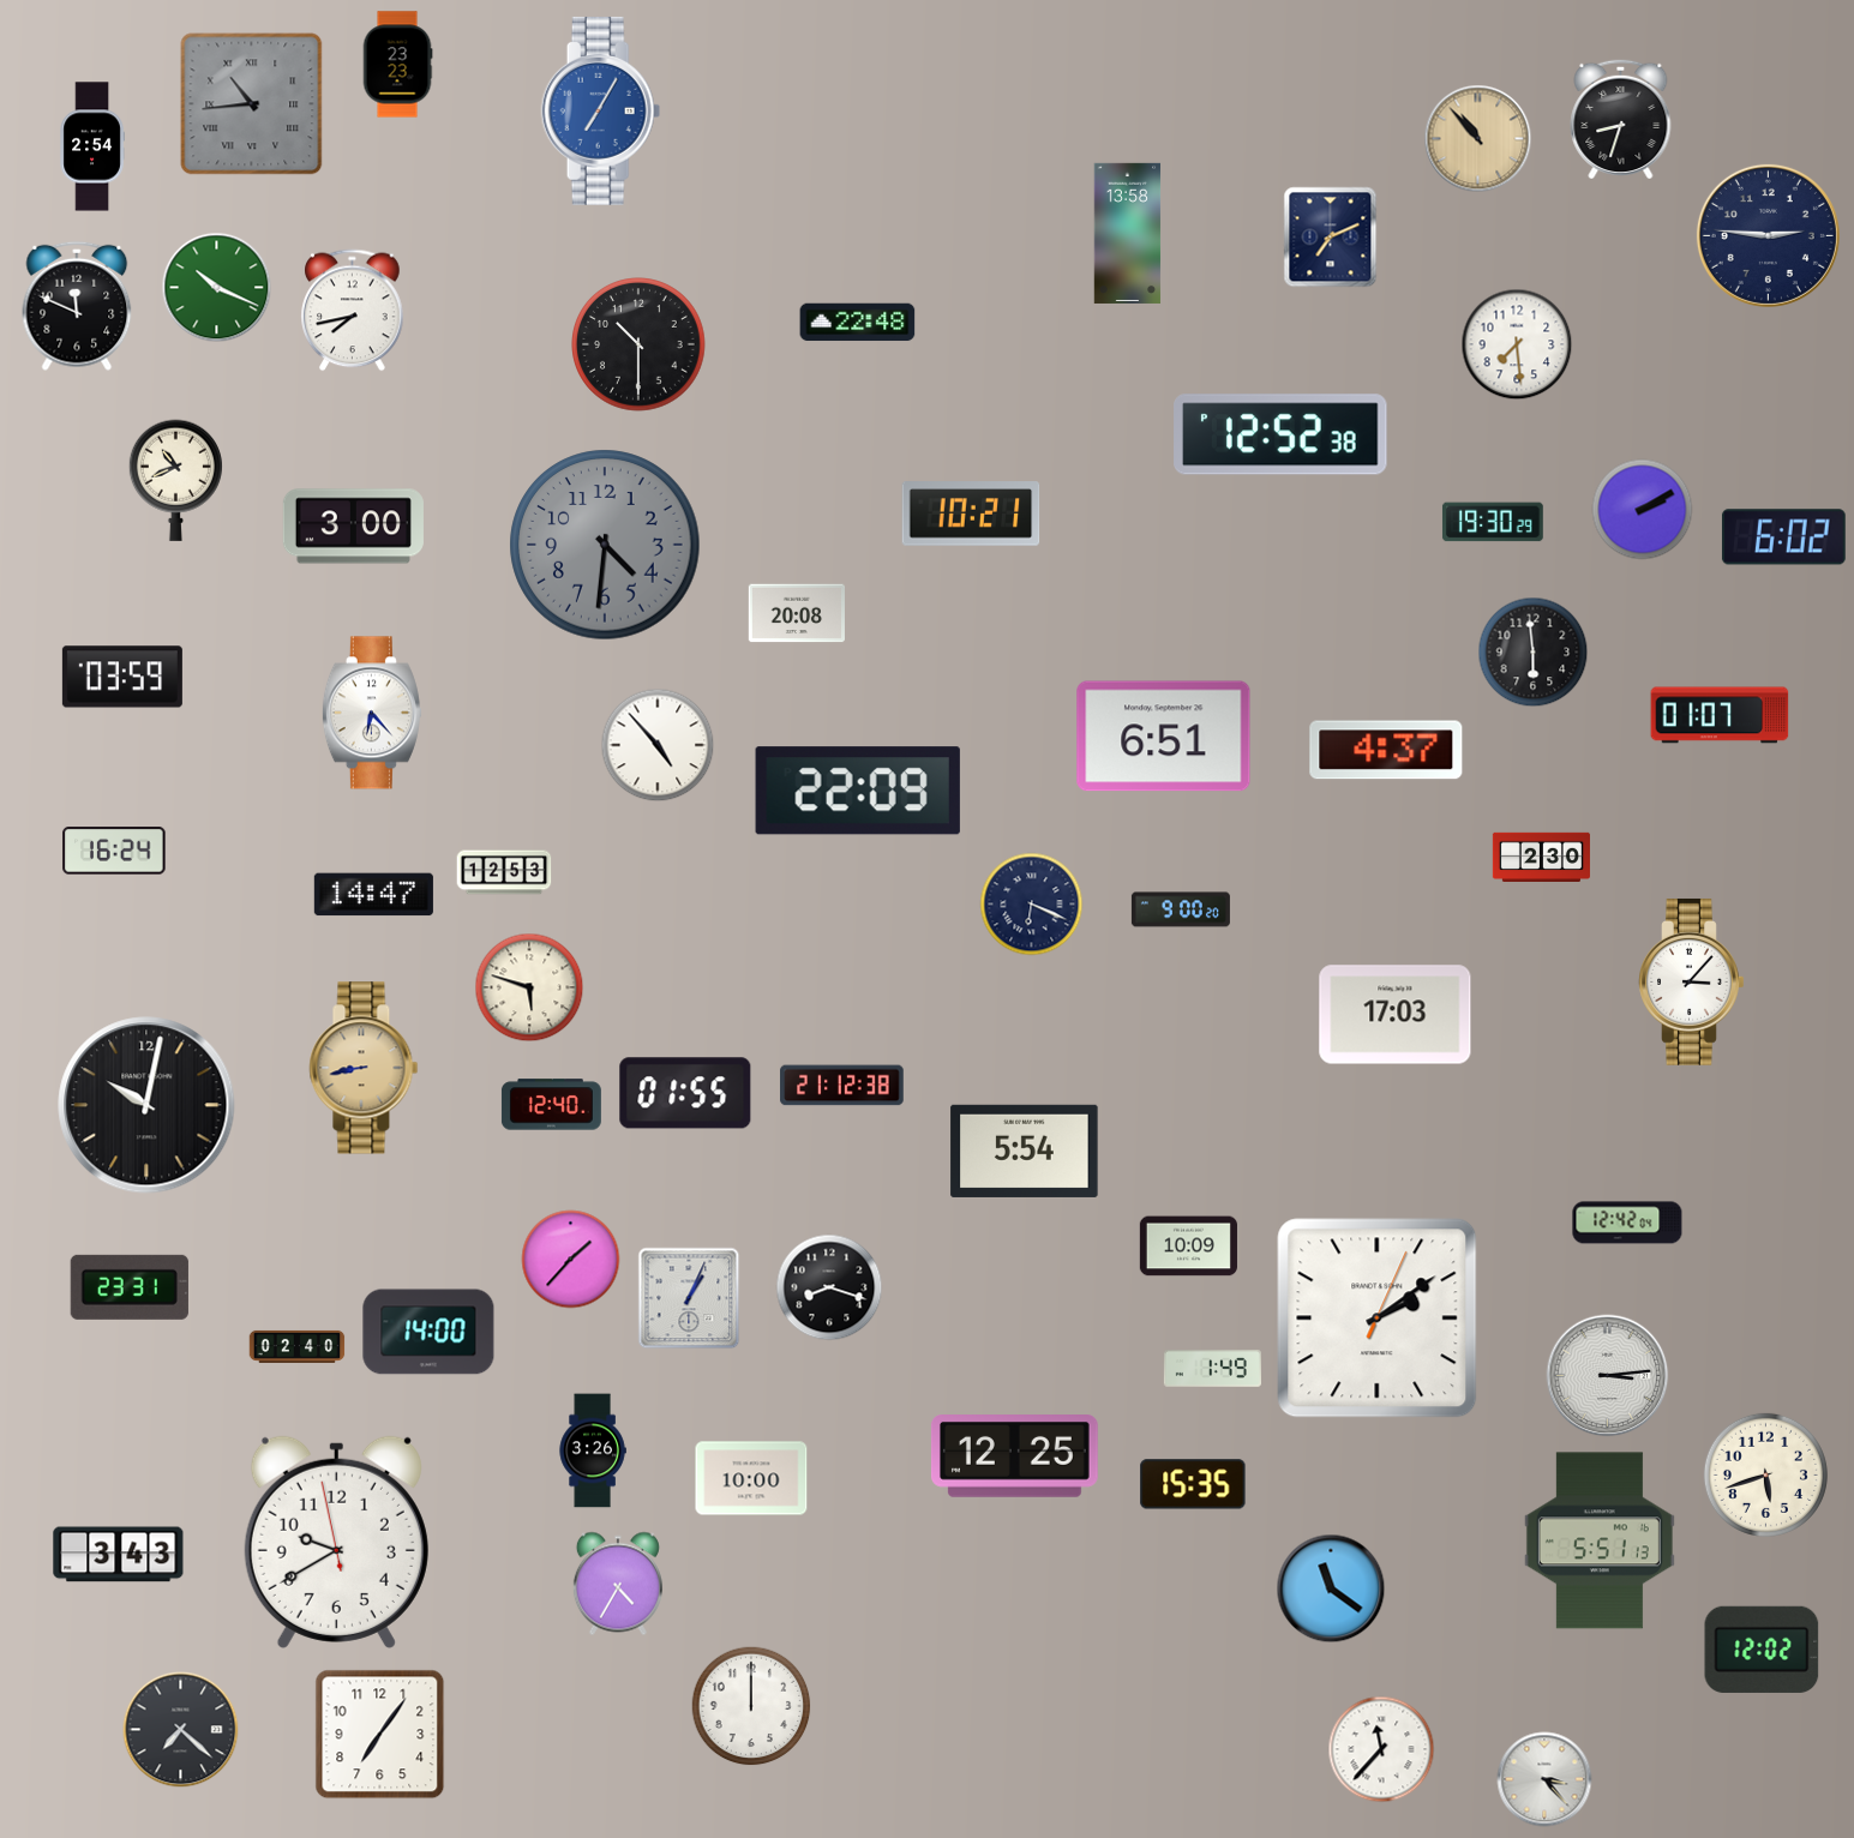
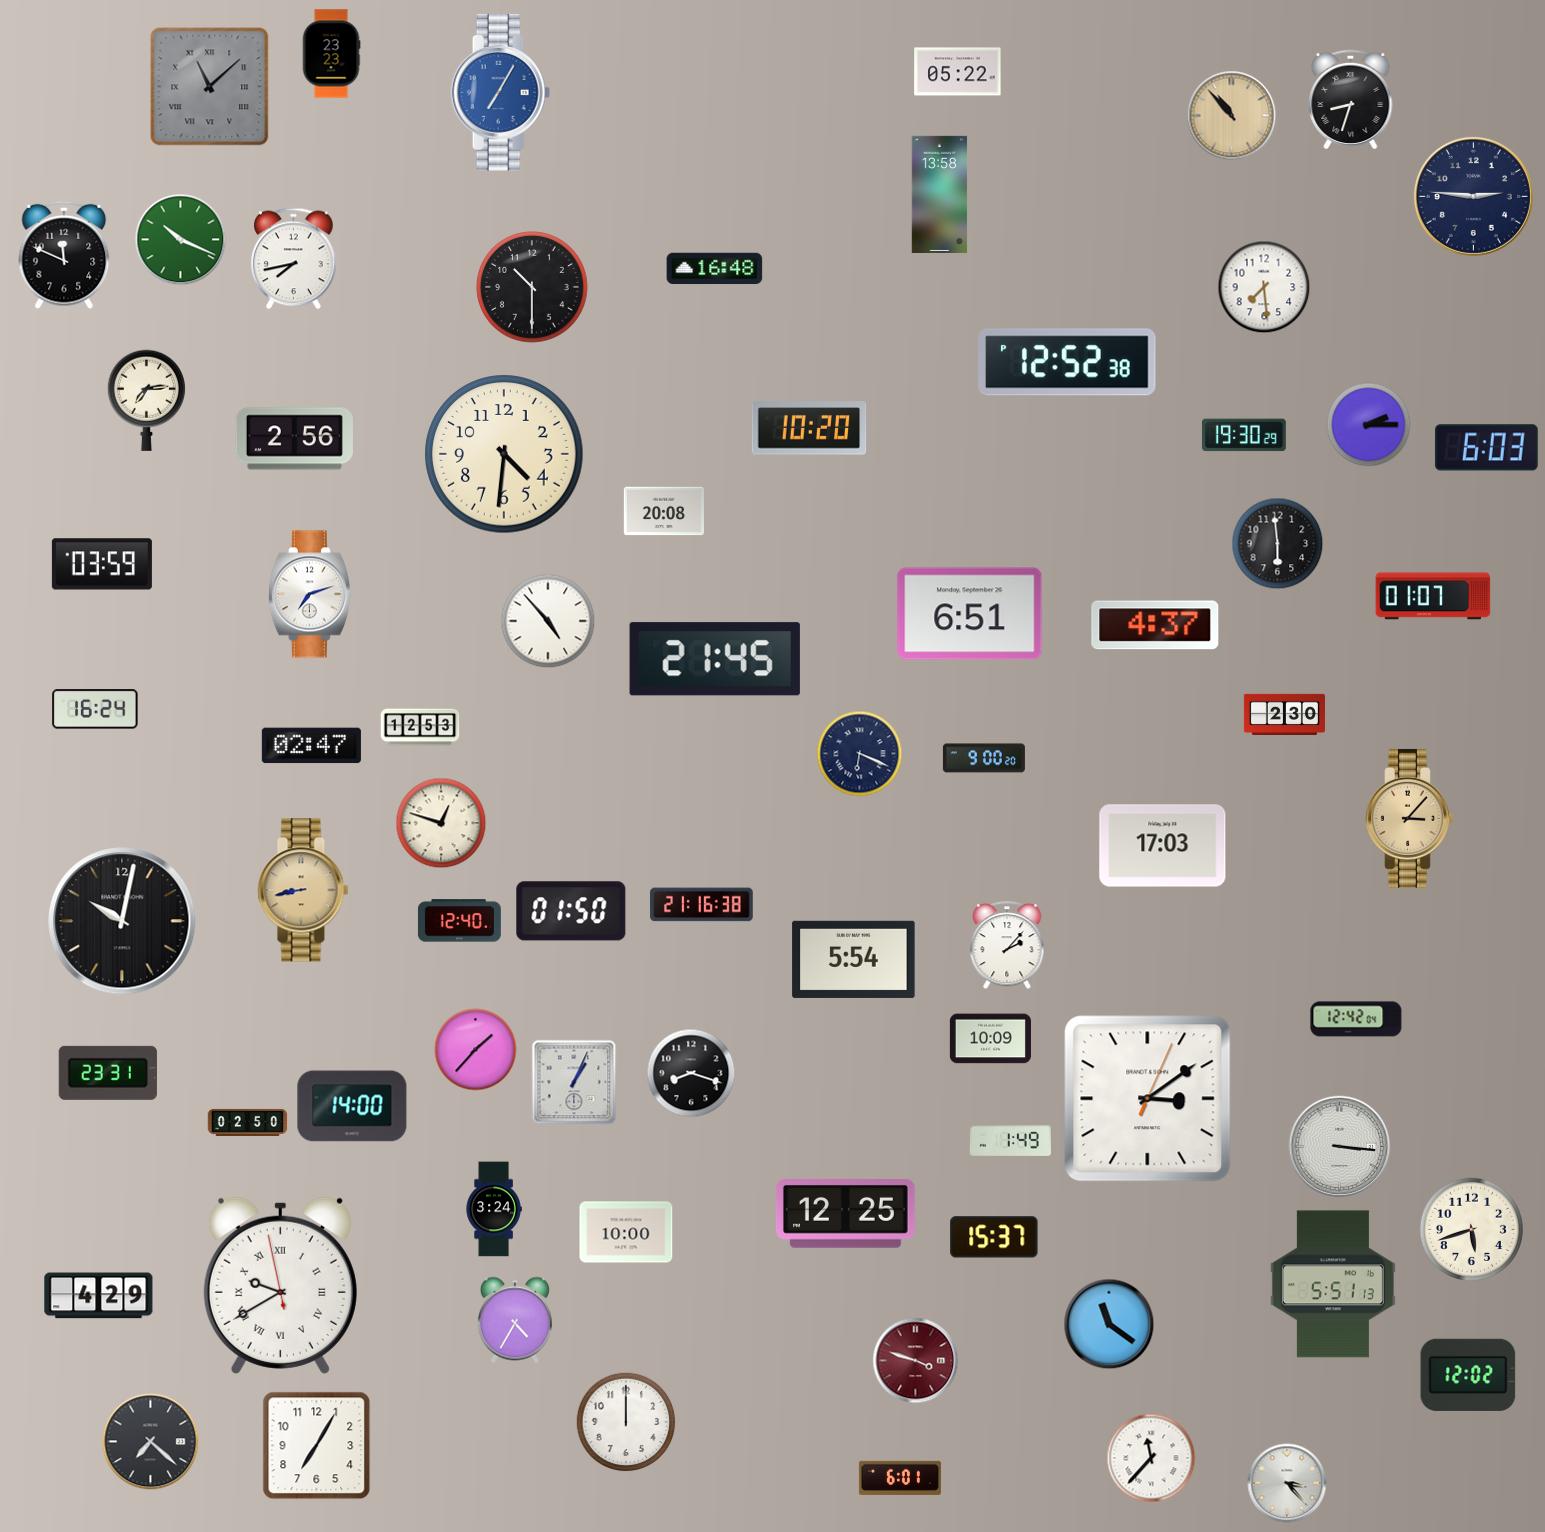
clock at (958, 72): none -> 05:22
clock at (252, 104): 10:44 -> 11:08
clock at (92, 146): 2:54 -> none
clock at (1331, 238): 7:11 -> none
clock at (858, 323): 22:48 -> 16:48
clock at (175, 480): 10:41 -> 7:14
clock at (1643, 510): 2:10 -> 2:15
clock at (971, 513): 10:21 -> 10:20
clock at (353, 527): 3:00 -> 2:56
clock at (1783, 537): 6:02 -> 6:03
clock at (605, 545) dial: grey -> cream
clock at (372, 713): 6:23 -> 7:12
clock at (858, 791): 22:09 -> 21:45
clock at (373, 895): 14:47 -> 02:47
clock at (1692, 981) dial: white -> champagne
clock at (529, 987): 5:48 -> 12:48
clock at (842, 1086): 21:12 -> 21:16
clock at (685, 1093): 01:55 -> 01:50
clock at (1007, 946): none -> 2:07
clock at (1378, 1319): 2:09 -> 3:09
clock at (428, 1332) position: (428, 1332) -> (352, 1106)
clock at (298, 1346): 02:40 -> 02:50
clock at (1608, 1376): 3:14 -> 3:16
clock at (593, 1450): 3:26 -> 3:24
clock at (1193, 1484): 15:35 -> 15:37
clock at (336, 1542) numerals: Arabic -> Roman
clock at (119, 1555): 3:43 -> 4:29
clock at (916, 1361): none -> 3:48
clock at (380, 1735): 7:06 -> 7:05
clock at (900, 1478): none -> 6:01
